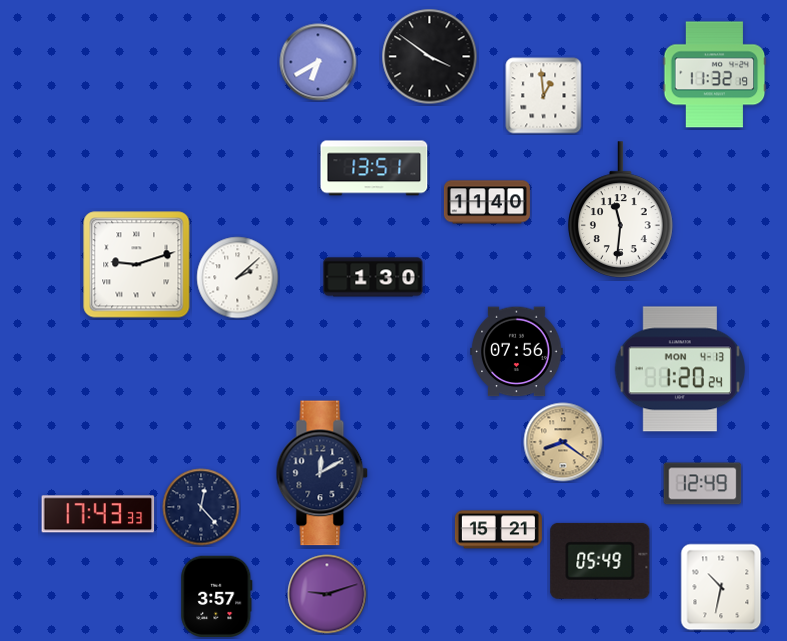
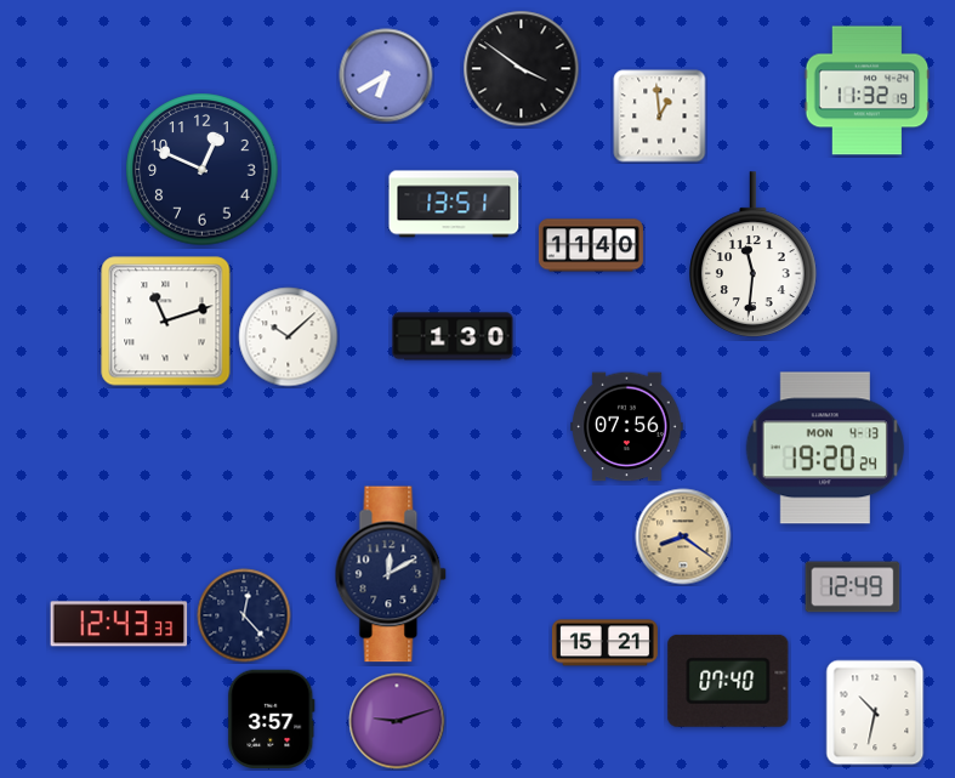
clock at (203, 170): none -> 12:49
clock at (137, 265): 9:12 -> 11:12
clock at (238, 278): 2:08 -> 10:08
clock at (679, 369): 1:20 -> 19:20
clock at (98, 514): 17:43 -> 12:43
clock at (600, 561): 05:49 -> 07:40
clock at (217, 597) position: (217, 597) -> (272, 720)
